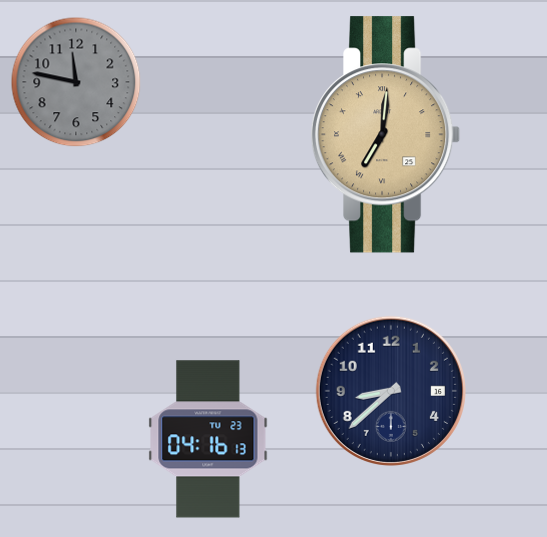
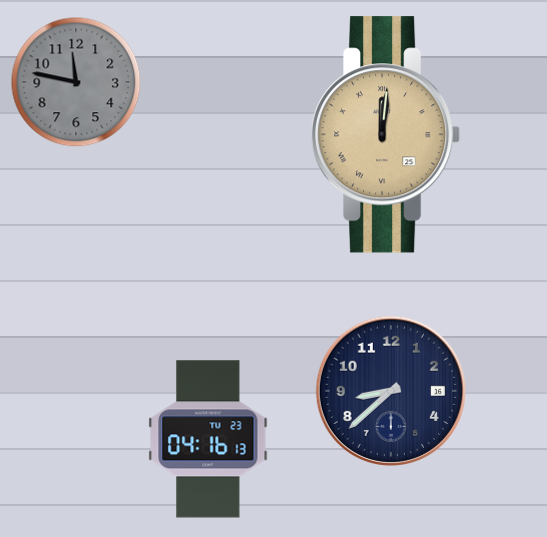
clock at (386, 135): 7:01 -> 12:01
